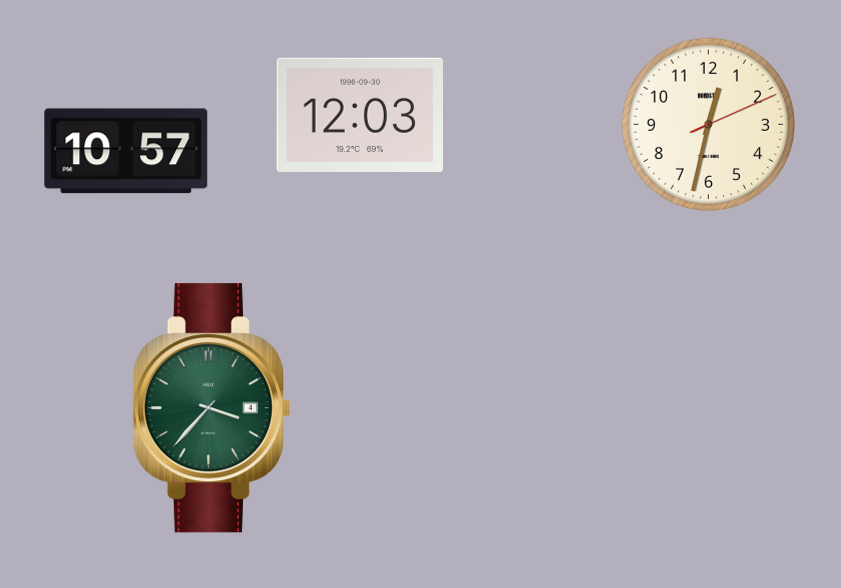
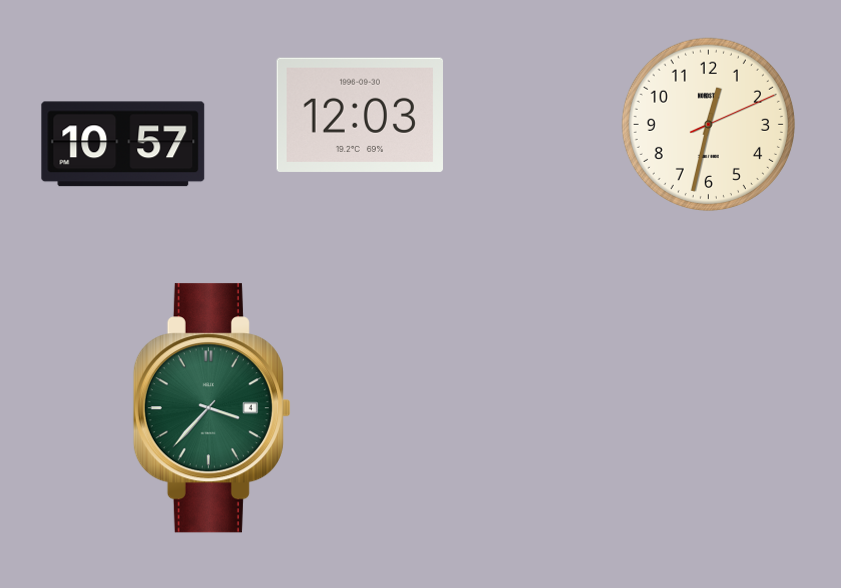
clock at (126, 151) position: (126, 151) -> (123, 144)
